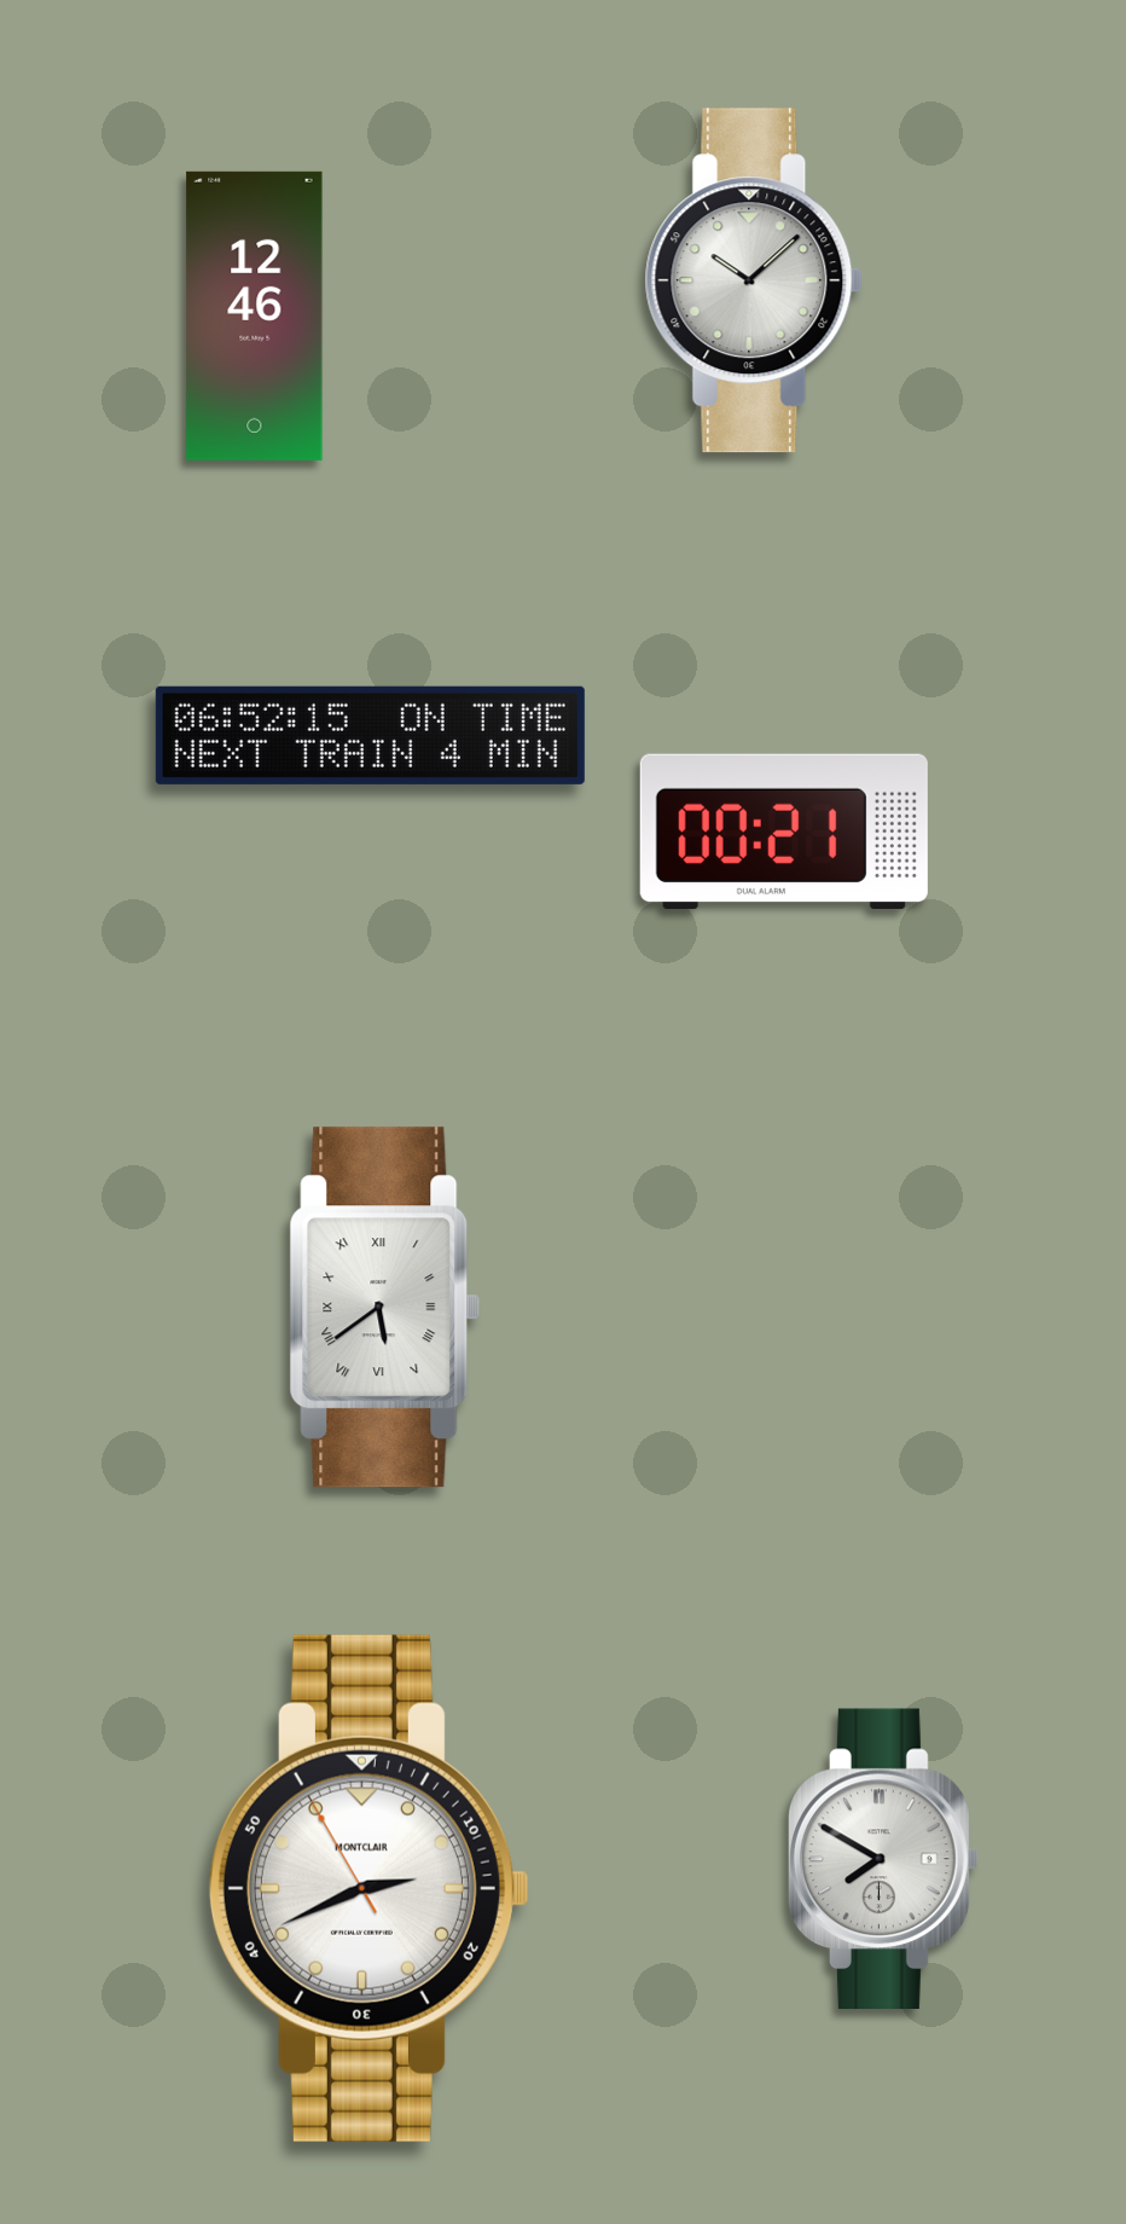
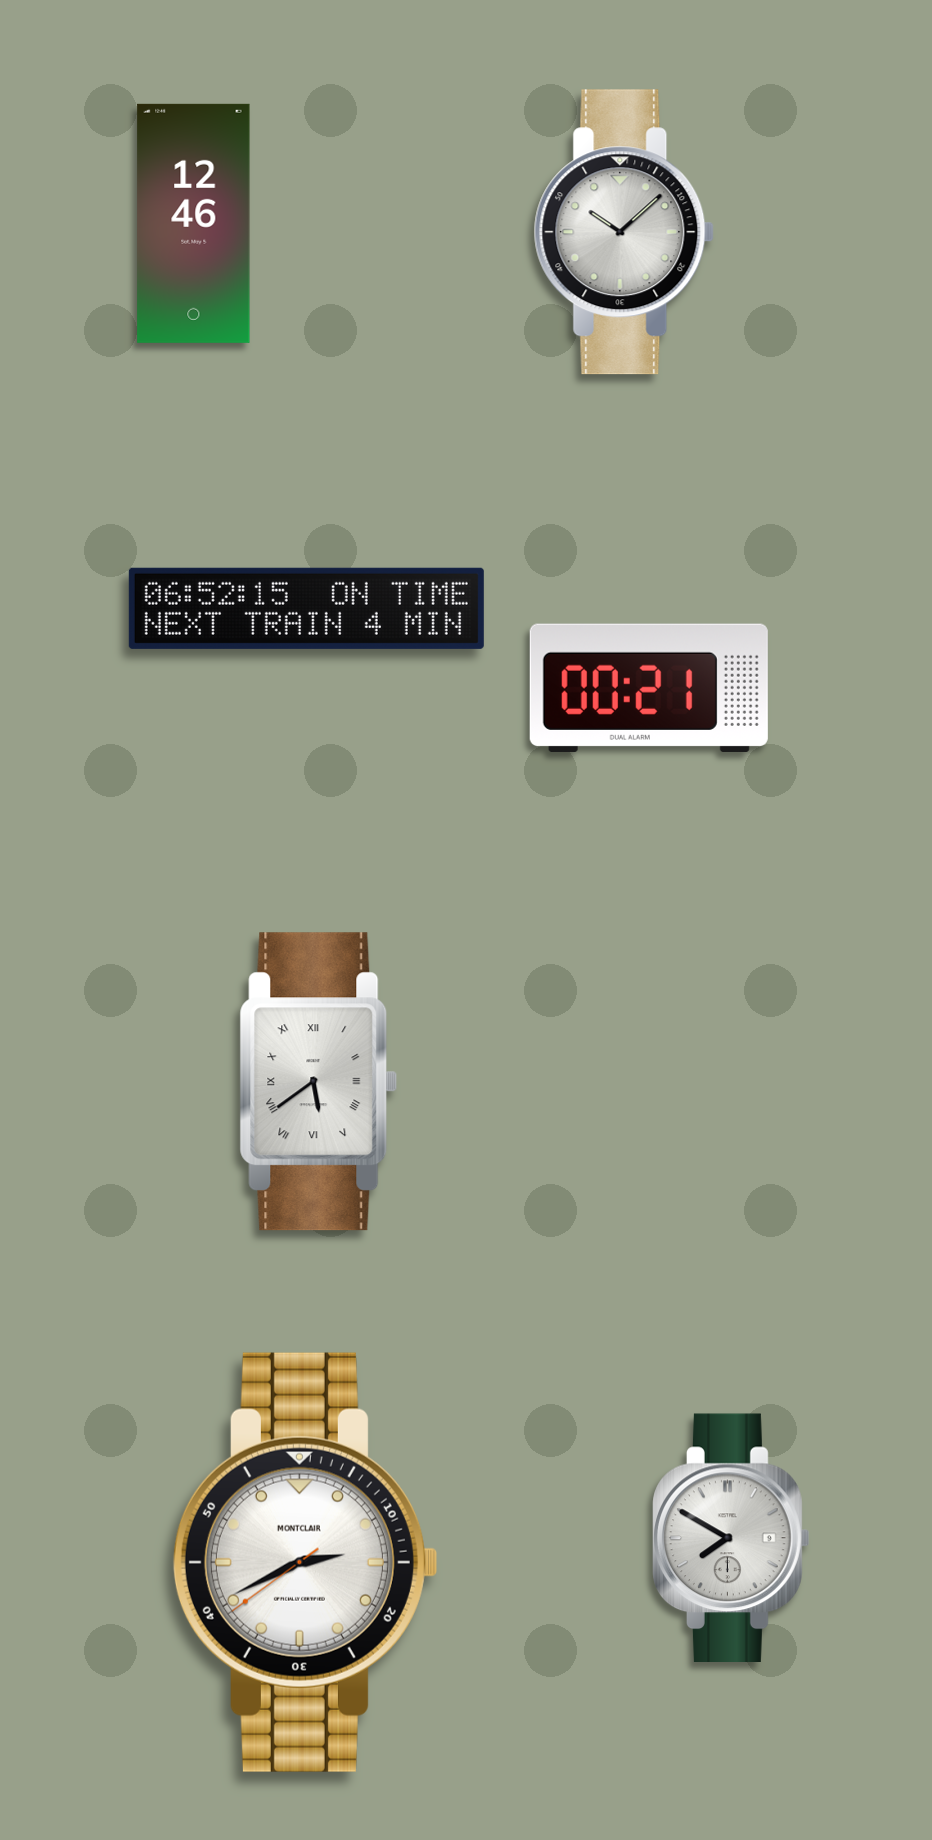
clock at (255, 315) position: (255, 315) -> (194, 223)
clock at (368, 1888): 2:40:55 -> 2:40:39
